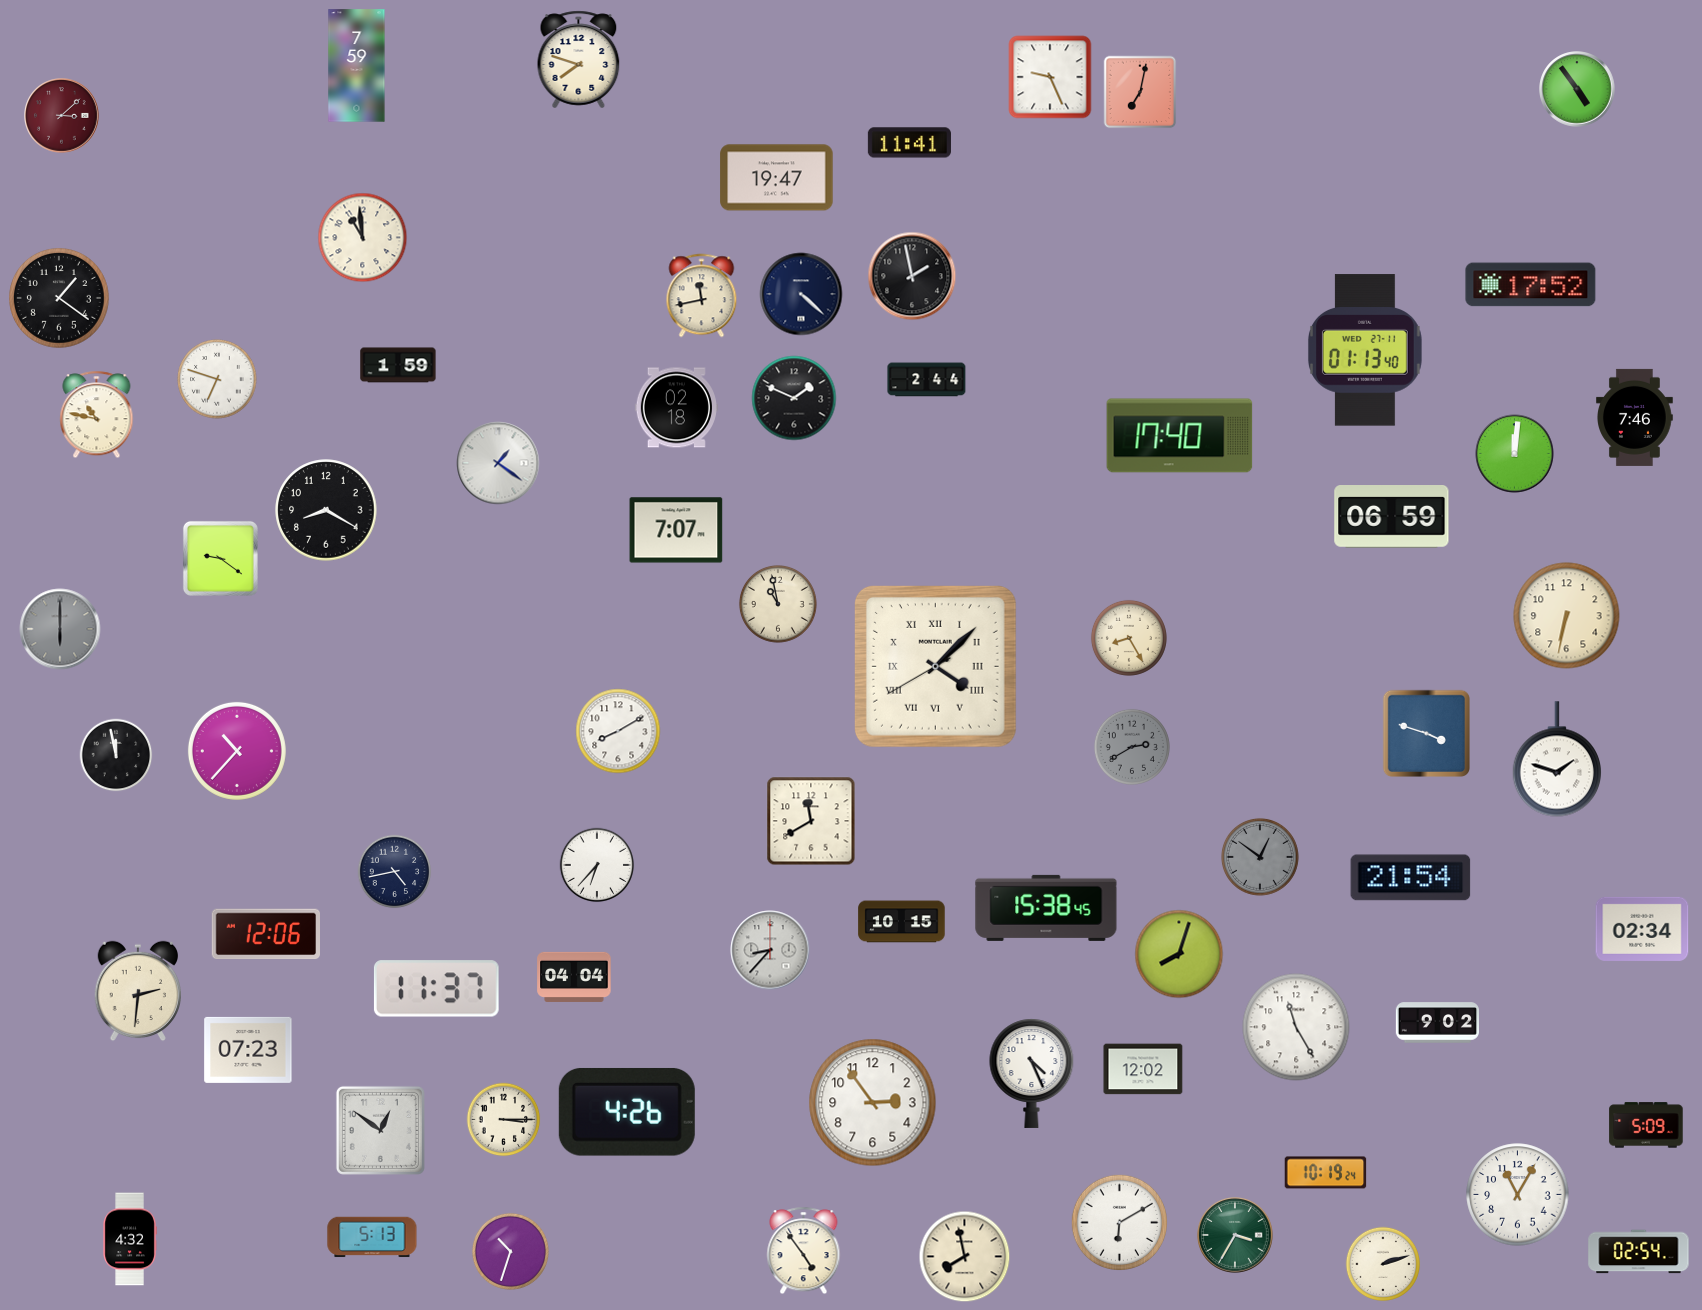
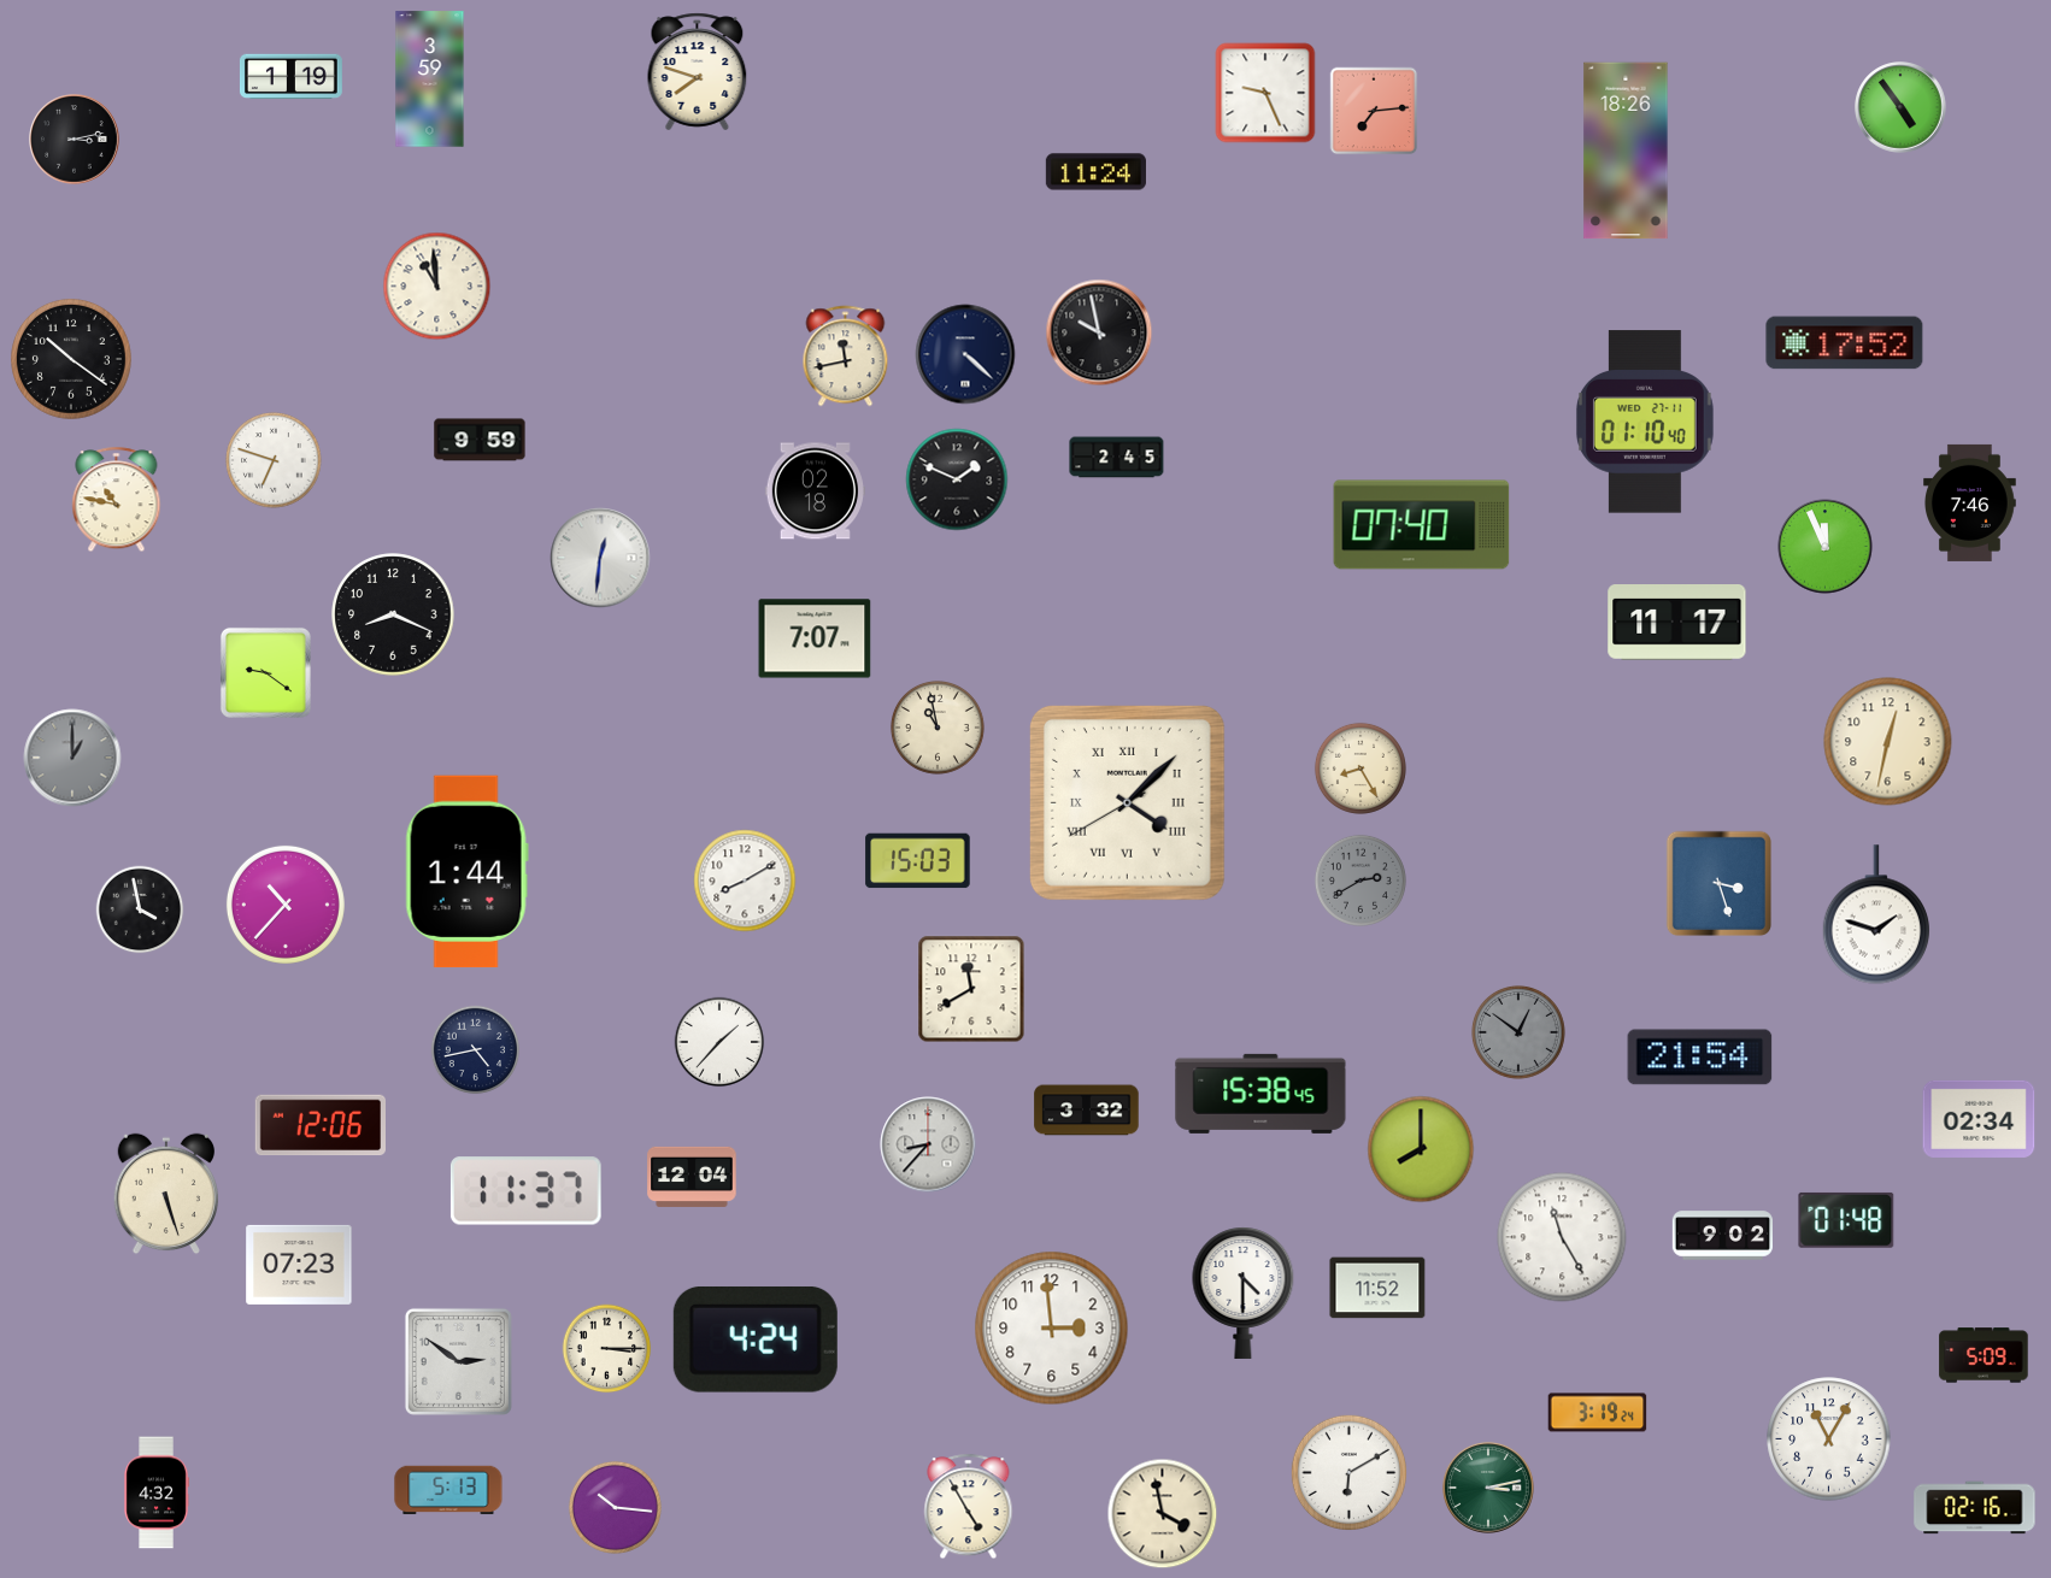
clock at (290, 77): none -> 1:19
clock at (357, 66): 7:59 -> 3:59
clock at (1140, 92): 7:02 -> 7:14
clock at (62, 116): 3:08 -> 3:13
clock at (62, 116) dial: burgundy -> black
clock at (1626, 151): none -> 18:26
clock at (909, 143): 11:41 -> 11:24
clock at (777, 178): 19:47 -> none
clock at (912, 276): 1:58 -> 9:58
clock at (60, 299): 1:21 -> 10:21
clock at (1365, 350): 01:13 -> 01:10
clock at (398, 365): 1:59 -> 9:59
clock at (217, 379) position: (217, 379) -> (274, 460)
clock at (927, 380): 2:44 -> 2:45
clock at (1180, 436): 17:40 -> 07:40
clock at (1515, 454): 12:01 -> 11:56
clock at (498, 463): 1:21 -> 12:31
clock at (326, 510): 8:20 -> 8:19
clock at (1392, 517): 06:59 -> 11:17
clock at (1567, 616): 6:32 -> 12:32
clock at (60, 629): 6:00 -> 1:00
clock at (918, 861): none -> 15:03
clock at (466, 872): none -> 1:44
clock at (1426, 733): 3:48 -> 3:27
clock at (1132, 747) position: (1132, 747) -> (1361, 881)
clock at (116, 755): 11:58 -> 3:58
clock at (811, 821) position: (811, 821) -> (971, 989)
clock at (597, 865): 6:37 -> 1:37
clock at (902, 922): 10:15 -> 3:32
clock at (1179, 954): 8:03 -> 8:00
clock at (574, 977): 04:04 -> 12:04
clock at (138, 991): 2:31 -> 5:27
clock at (1846, 1220): none -> 01:48
clock at (1437, 1023) position: (1437, 1023) -> (1722, 1236)
clock at (1143, 1069): 12:02 -> 11:52
clock at (1032, 1073): 4:26 -> 4:30
clock at (873, 1103): 2:54 -> 2:59
clock at (627, 1112): 4:26 -> 4:24
clock at (380, 1130): 12:51 -> 2:51
clock at (1326, 1173): 10:19 -> 3:19
clock at (1235, 1235): 3:35 -> 3:13
clock at (510, 1251): 10:33 -> 10:16
clock at (804, 1251): 4:54 -> 4:55
clock at (1639, 1252): 02:54 -> 02:16
clock at (965, 1257): 7:58 -> 3:58
clock at (1383, 1264): 2:12 -> none
